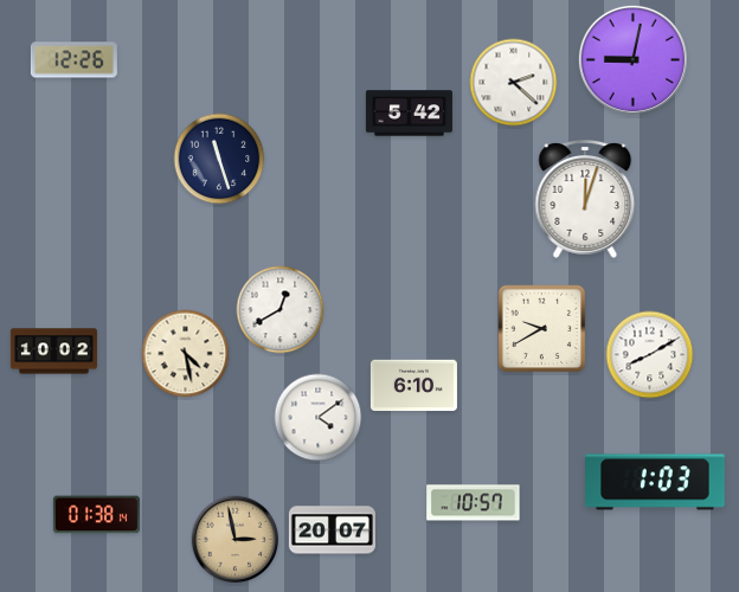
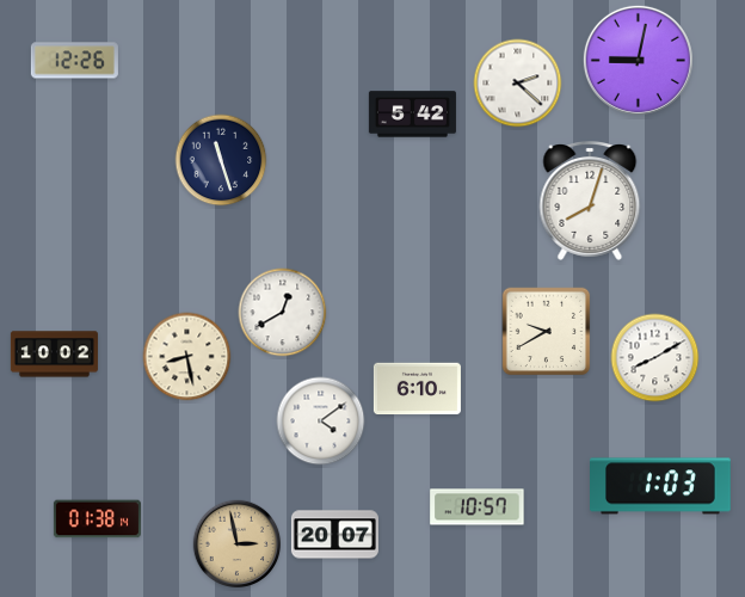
clock at (585, 200): 12:03 -> 8:03
clock at (186, 354): 4:28 -> 8:28
